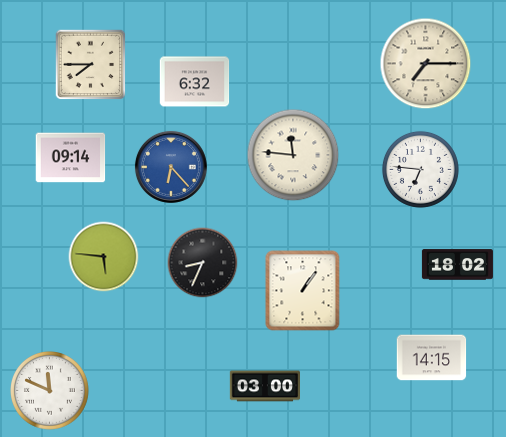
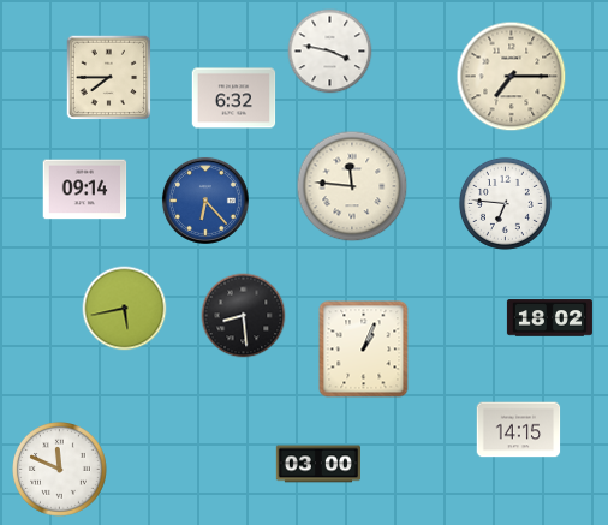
clock at (330, 52): none -> 3:47
clock at (104, 257): 5:46 -> 5:43
clock at (203, 263): 8:34 -> 8:29
clock at (303, 291): 1:06 -> 1:04
